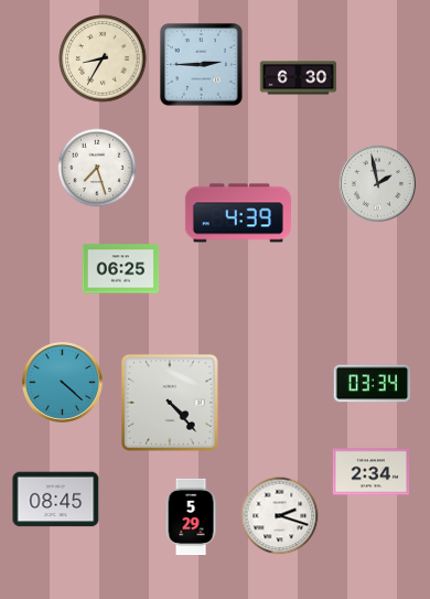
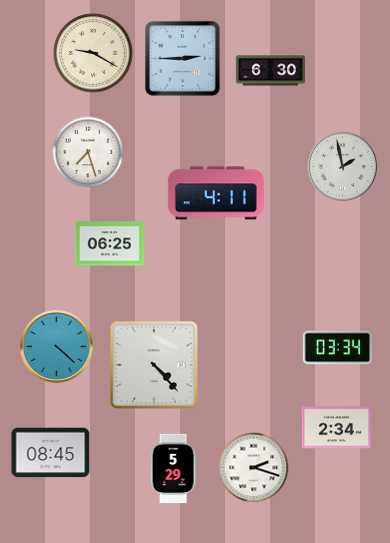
clock at (103, 58): 8:35 -> 9:20
clock at (238, 213): 4:39 -> 4:11
